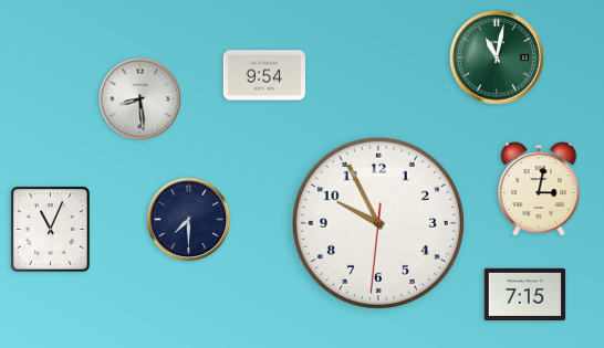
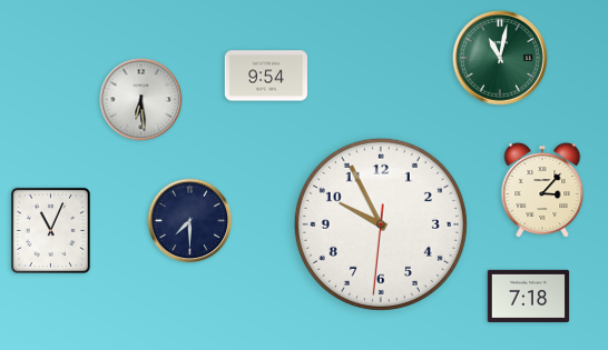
clock at (140, 99): 8:29 -> 6:29
clock at (539, 189): 3:02 -> 3:07
clock at (525, 294): 7:15 -> 7:18
